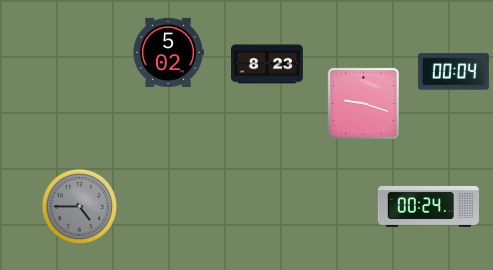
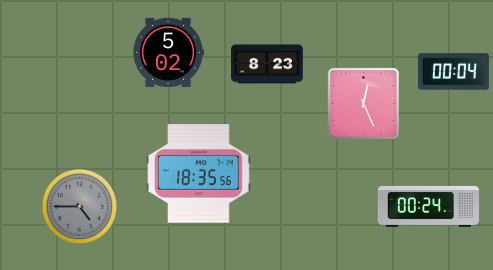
clock at (363, 103): 9:18 -> 12:26
clock at (199, 174): none -> 18:35
